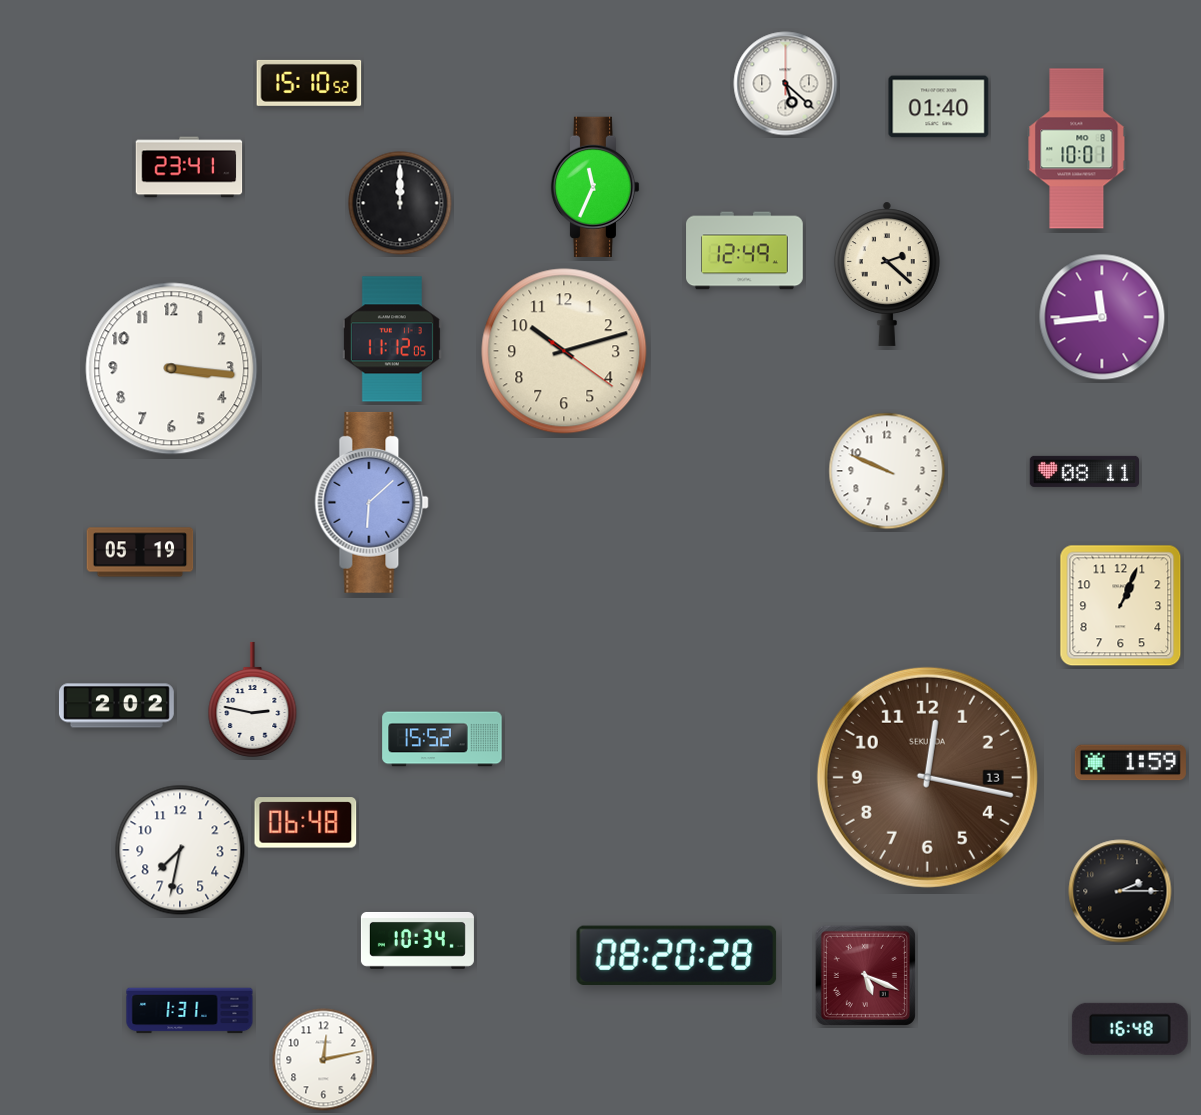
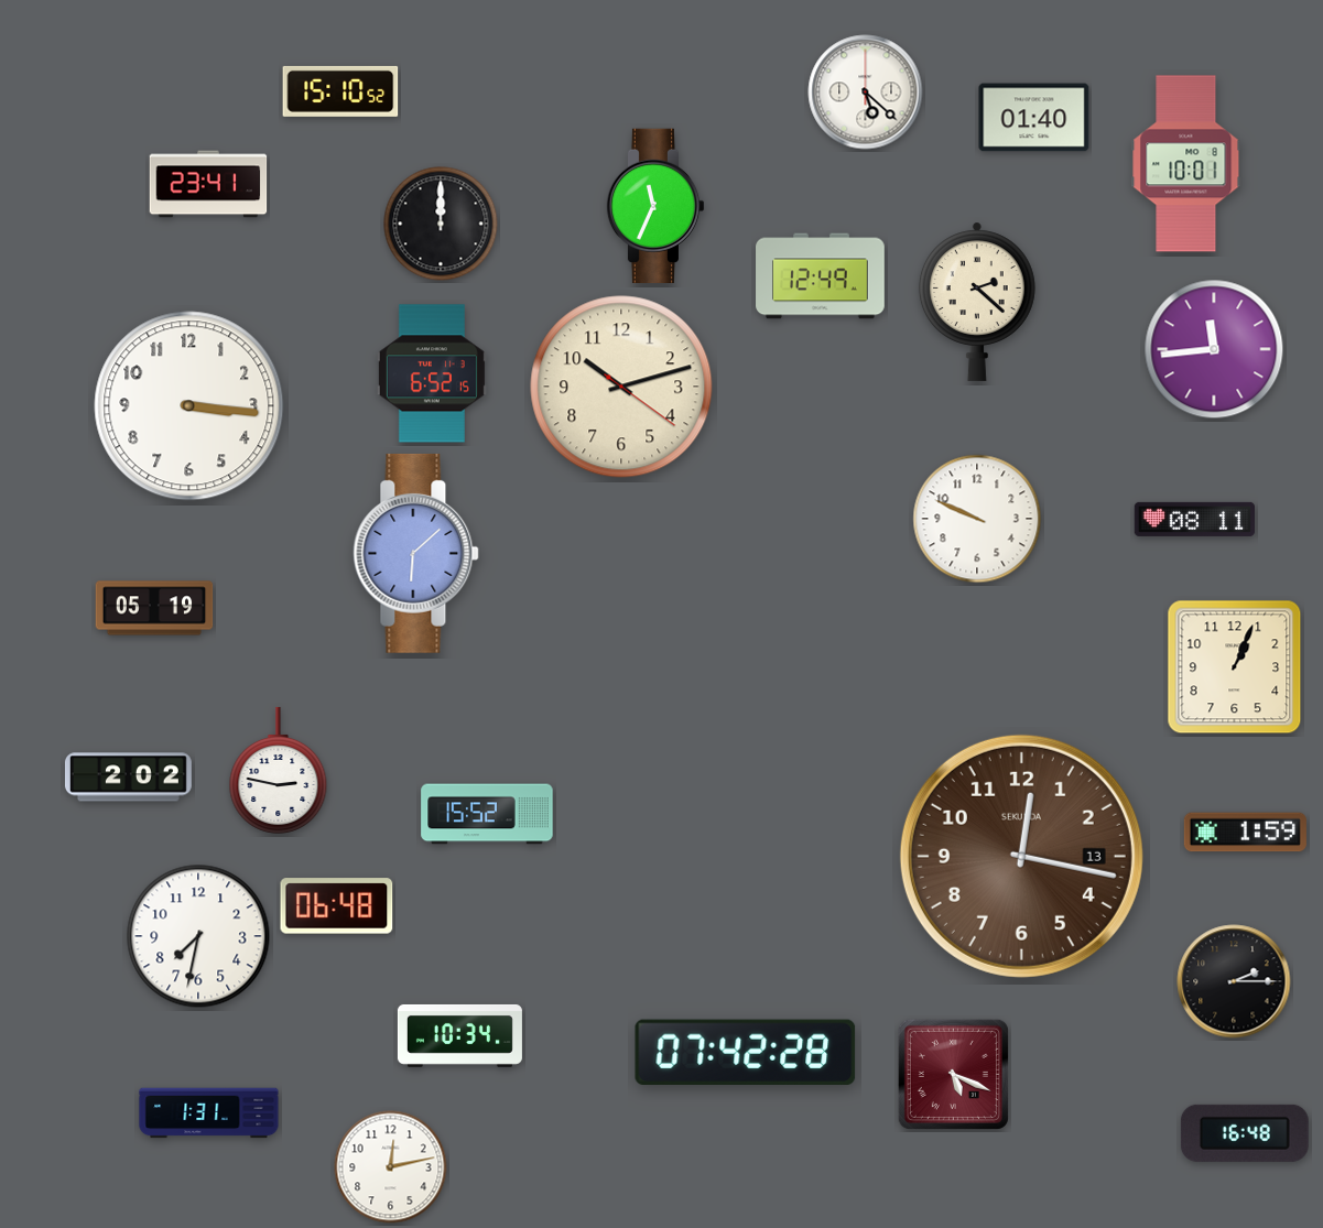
clock at (392, 339): 11:12 -> 6:52
clock at (372, 502) position: (372, 502) -> (416, 553)
clock at (1130, 763) position: (1130, 763) -> (1245, 833)
clock at (677, 955): 08:20 -> 07:42
clock at (324, 1060) position: (324, 1060) -> (391, 1167)
